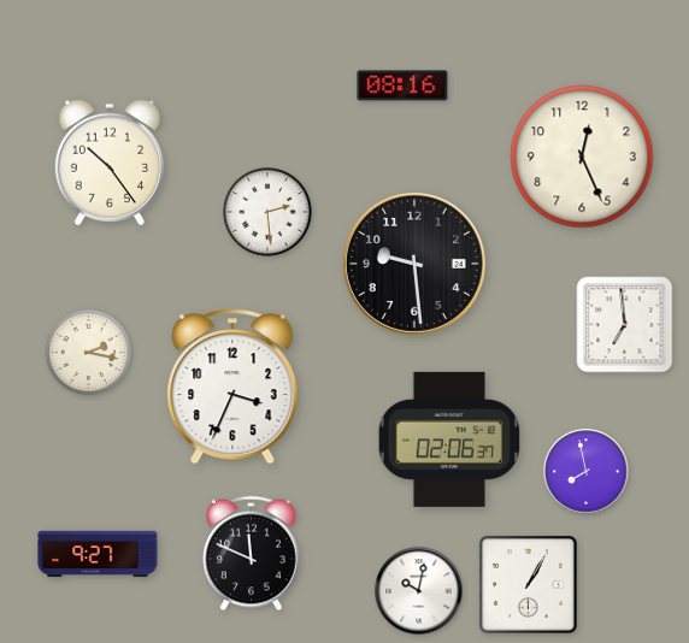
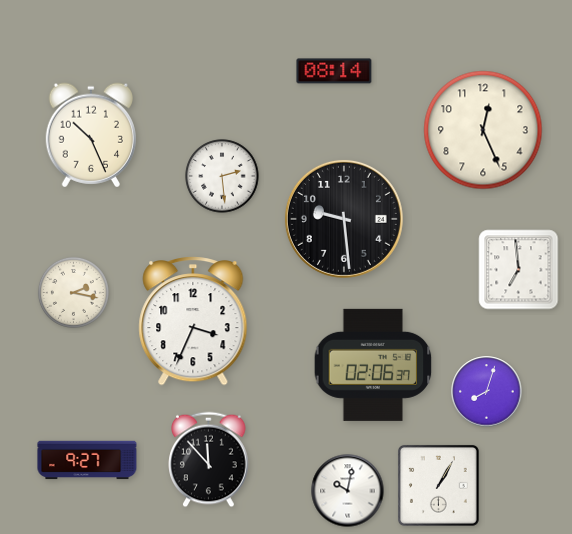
clock at (402, 85): 08:16 -> 08:14
clock at (108, 163): 10:24 -> 10:26
clock at (587, 472): 7:58 -> 8:03
clock at (98, 554) position: (98, 554) -> (87, 460)
clock at (252, 554): 11:49 -> 11:53
